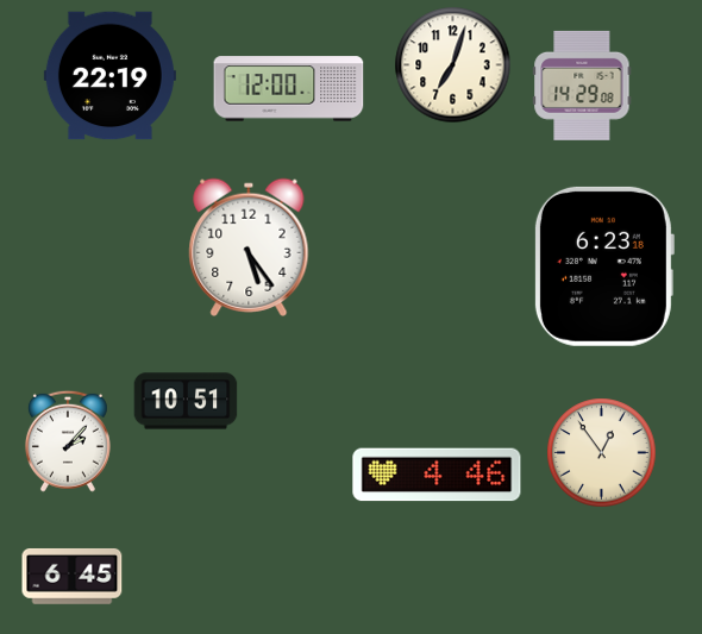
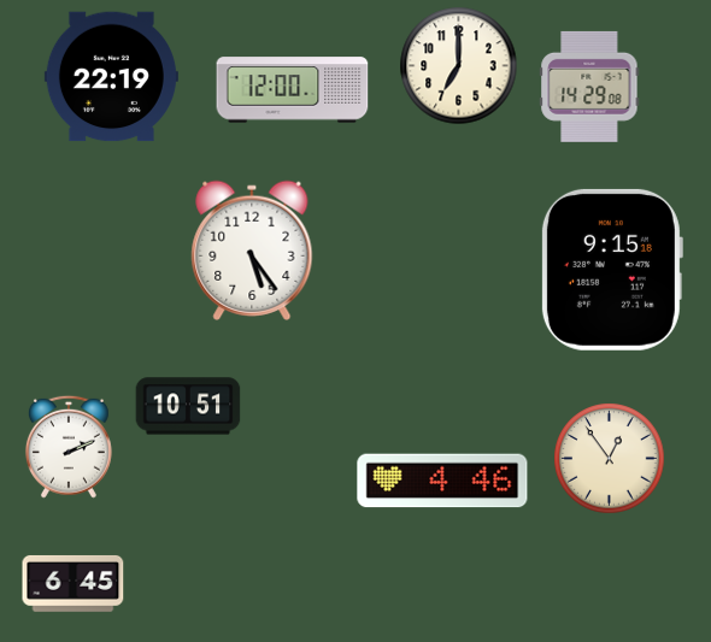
clock at (453, 65): 7:03 -> 7:00
clock at (603, 266): 6:23 -> 9:15
clock at (68, 441): 2:07 -> 2:11
